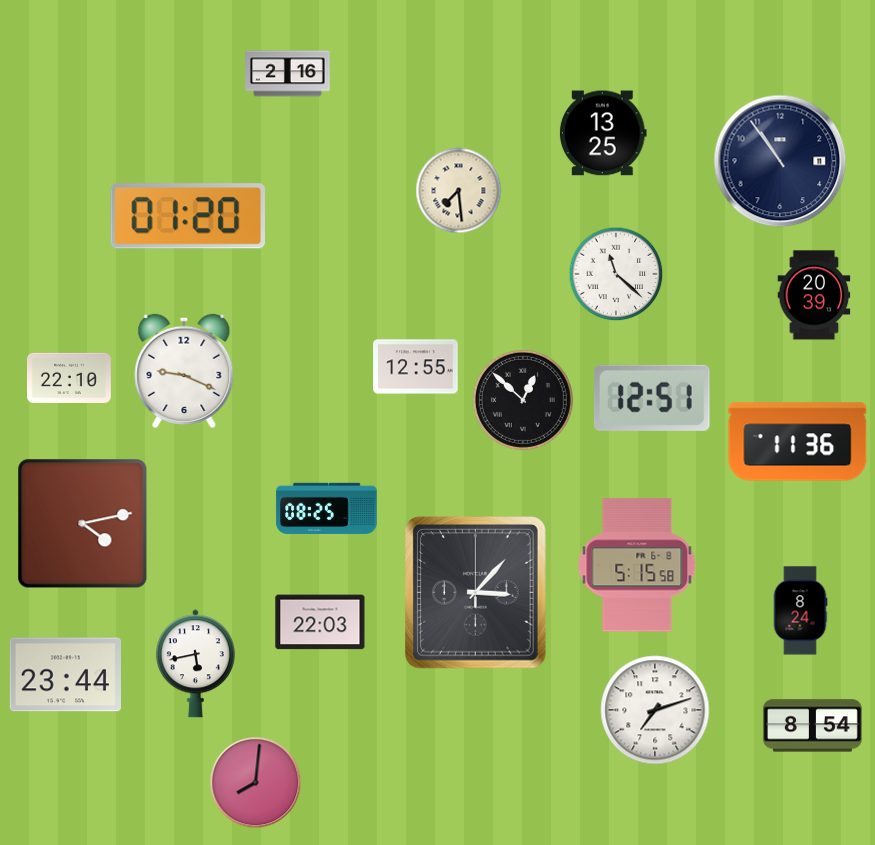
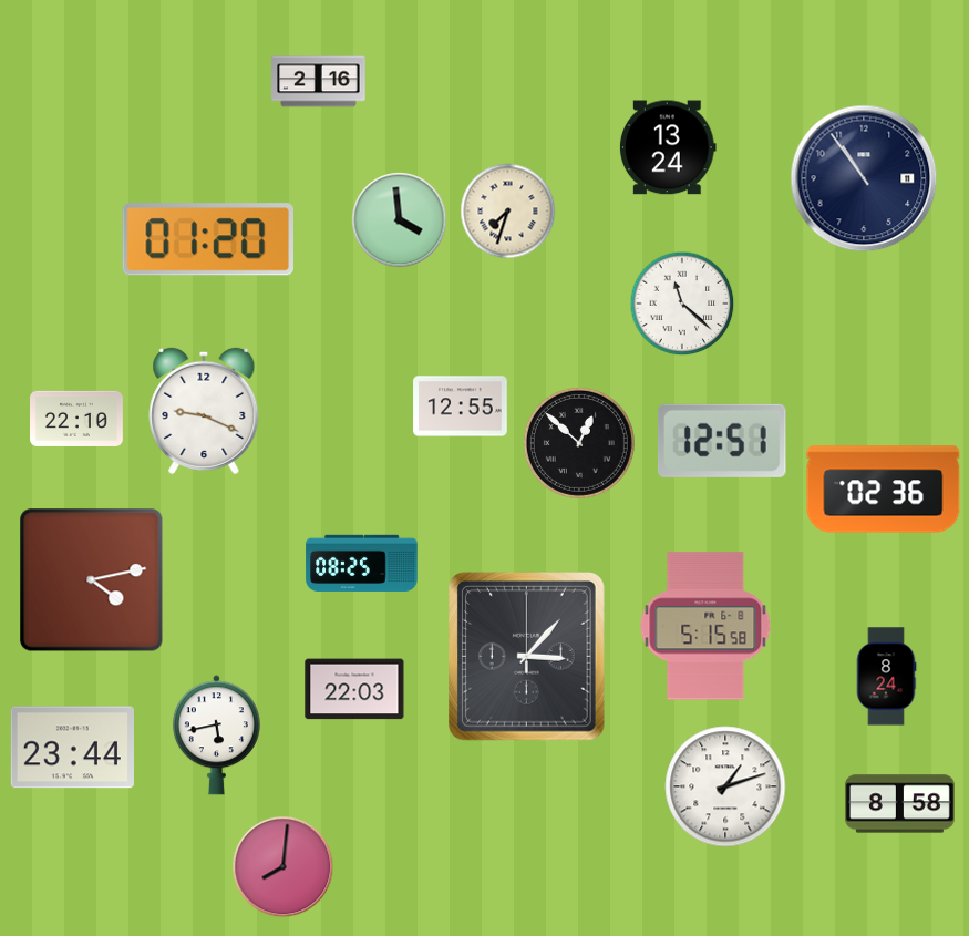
clock at (603, 133): 13:25 -> 13:24
clock at (459, 191): 7:29 -> 7:33
clock at (400, 220): none -> 3:59
clock at (814, 295): 20:39 -> none
clock at (798, 442): 11:36 -> 02:36
clock at (655, 710): 7:12 -> 1:12
clock at (812, 726): 8:54 -> 8:58
